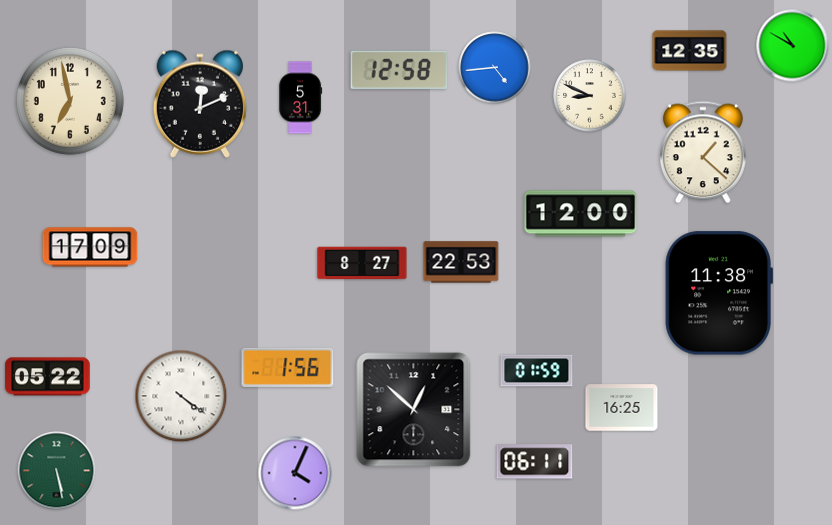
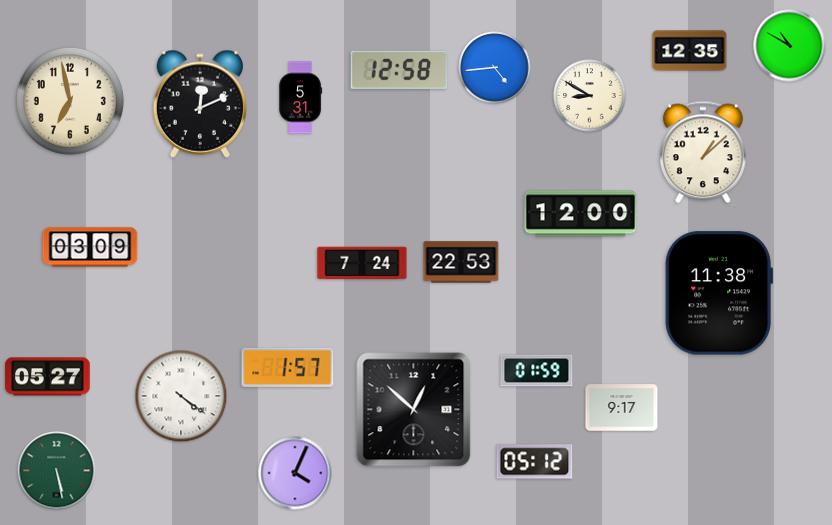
clock at (793, 46) position: (793, 46) -> (790, 46)
clock at (590, 96): 8:49 -> 8:50
clock at (703, 152): 1:22 -> 1:08
clock at (90, 247): 17:09 -> 03:09
clock at (362, 263): 8:27 -> 7:24
clock at (288, 367): 1:56 -> 1:57
clock at (48, 377): 05:22 -> 05:27
clock at (622, 408): 16:25 -> 9:17
clock at (535, 462): 06:11 -> 05:12
